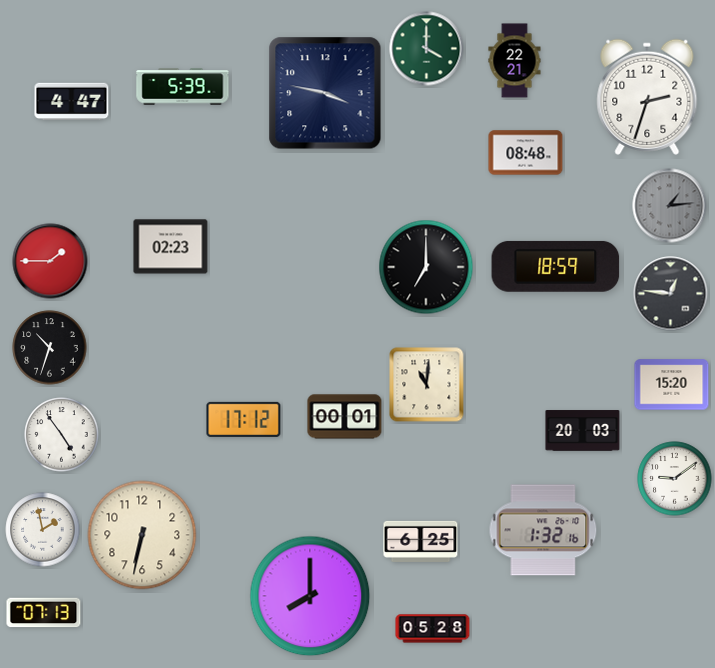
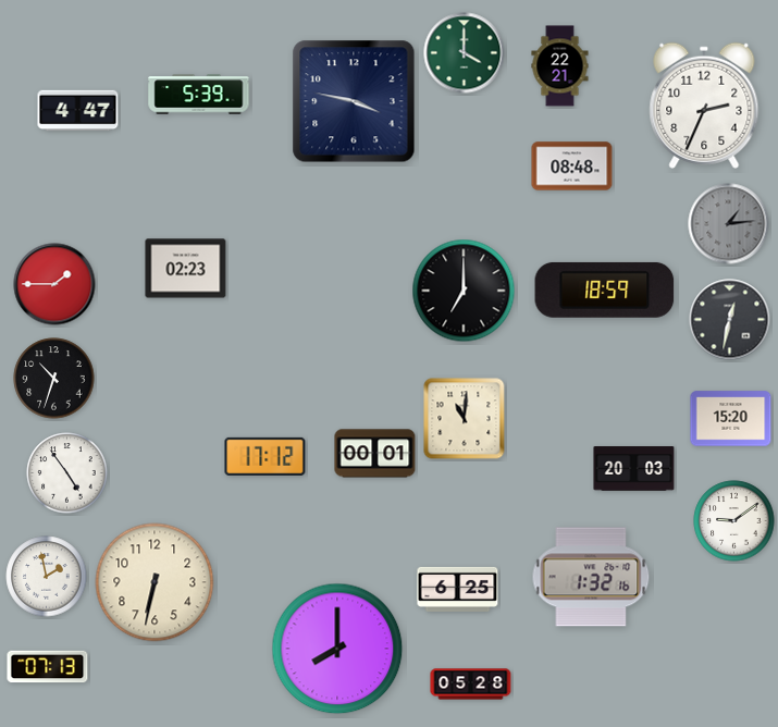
clock at (647, 97): 2:33 -> 2:34
clock at (671, 294): 12:46 -> 12:32
